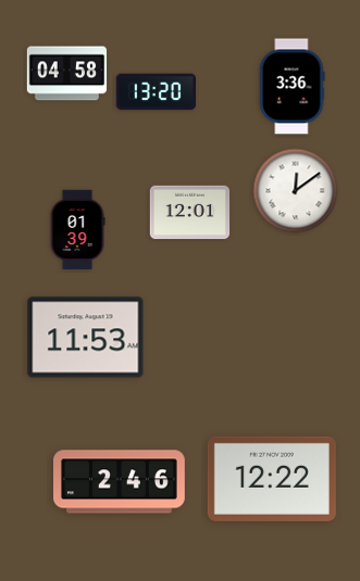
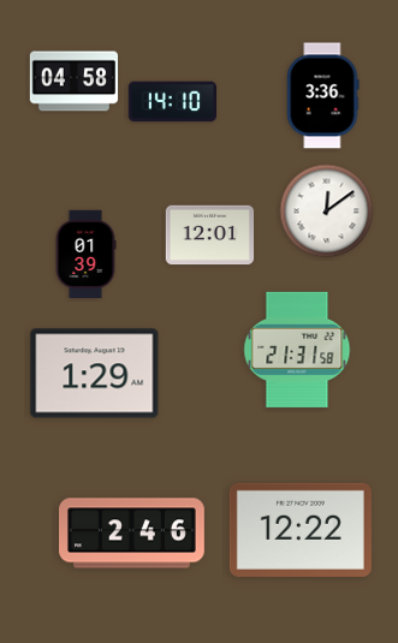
clock at (157, 92): 13:20 -> 14:10
clock at (297, 350): none -> 21:31
clock at (86, 338): 11:53 -> 1:29
